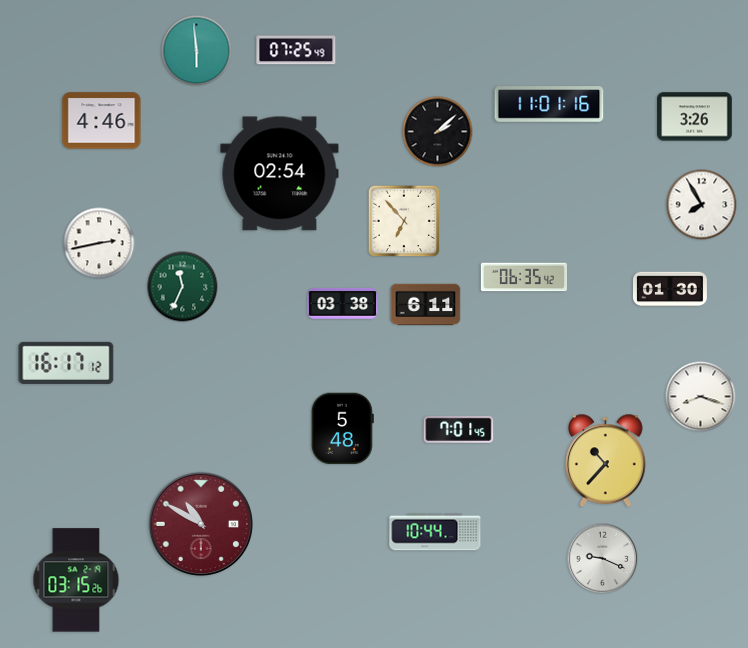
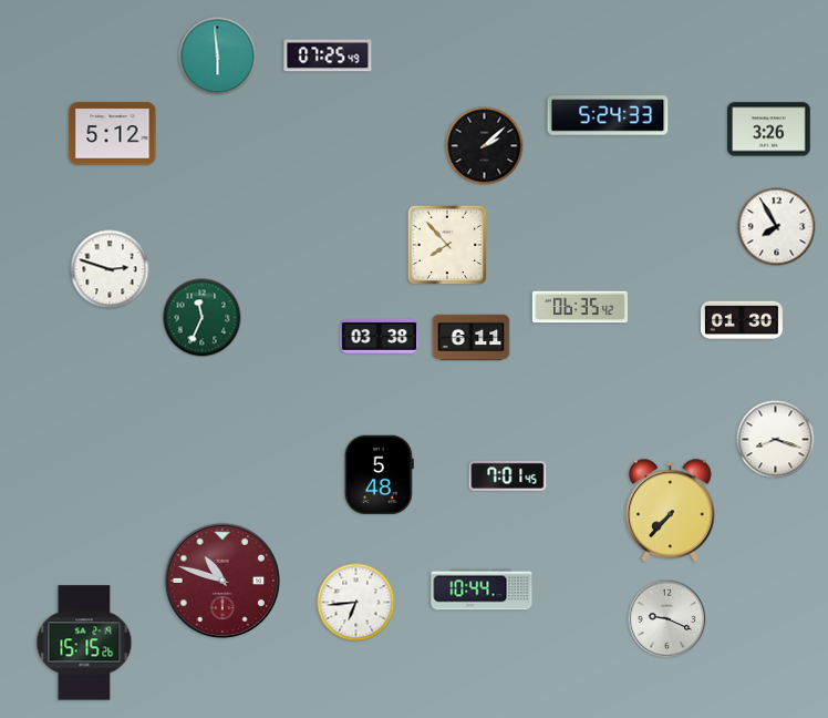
clock at (549, 104): 11:01 -> 5:24
clock at (102, 121): 4:46 -> 5:12
clock at (280, 174): 02:54 -> none
clock at (404, 221): 6:53 -> 7:53
clock at (99, 243): 2:43 -> 2:48
clock at (66, 363): 16:17 -> none
clock at (606, 461): 10:37 -> 7:37
clock at (200, 523): 10:50 -> 10:48
clock at (356, 603): none -> 6:44
clock at (76, 580): 03:15 -> 15:15
